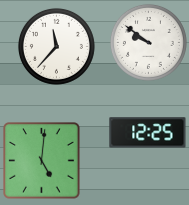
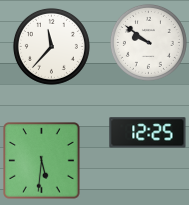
clock at (56, 46) position: (56, 46) -> (51, 46)
clock at (42, 161): 5:01 -> 5:31
